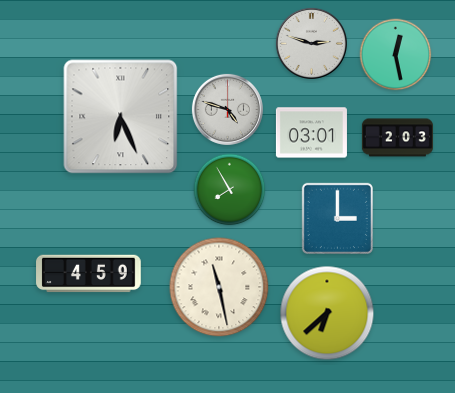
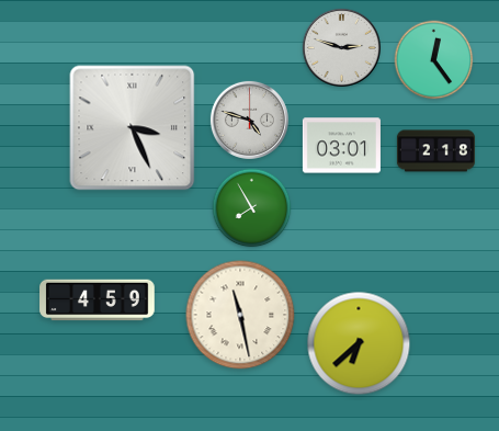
clock at (396, 55): 12:28 -> 12:24
clock at (121, 117): 6:26 -> 3:26
clock at (397, 138): 2:03 -> 2:18
clock at (337, 218): 3:00 -> none
